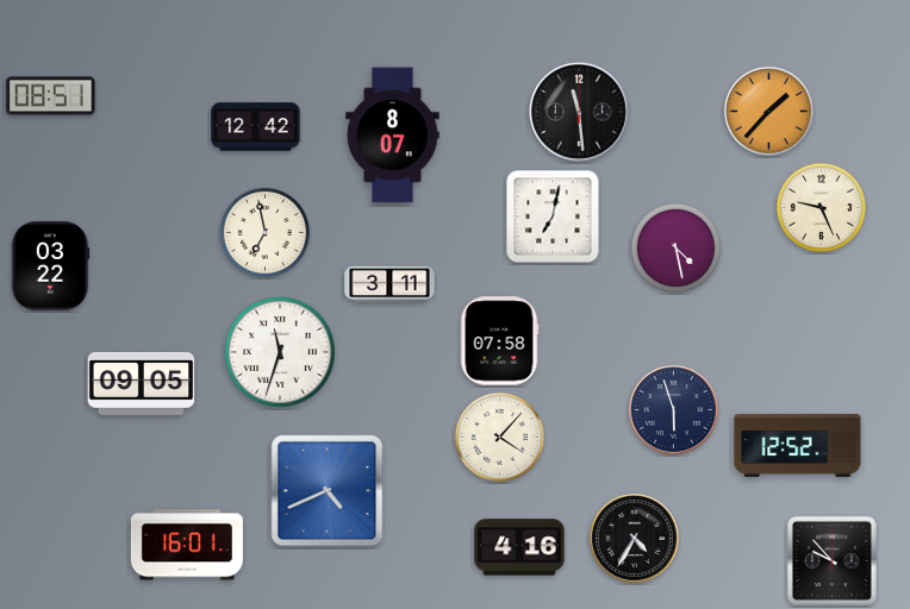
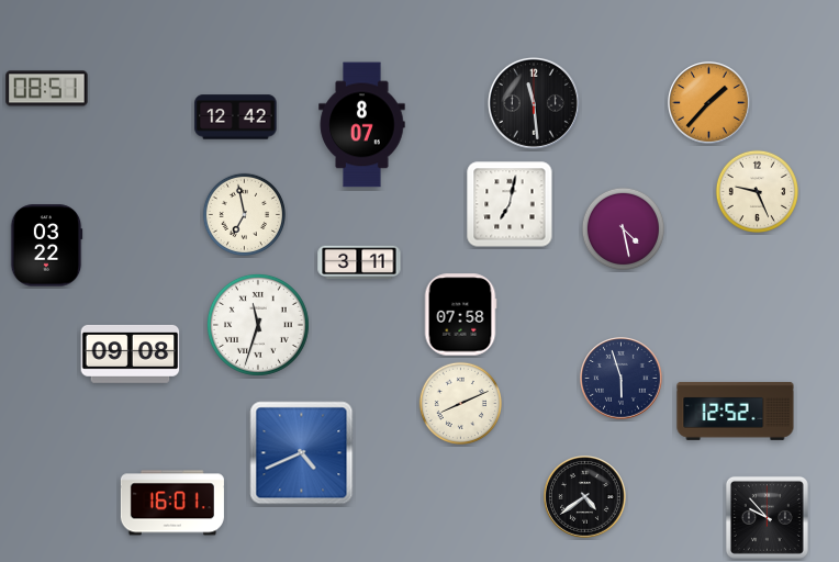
clock at (553, 216) position: (553, 216) -> (510, 204)
clock at (142, 383): 09:05 -> 09:08
clock at (499, 437): 4:07 -> 8:11
clock at (635, 539): 4:35 -> 4:39
clock at (519, 547): 4:16 -> none
